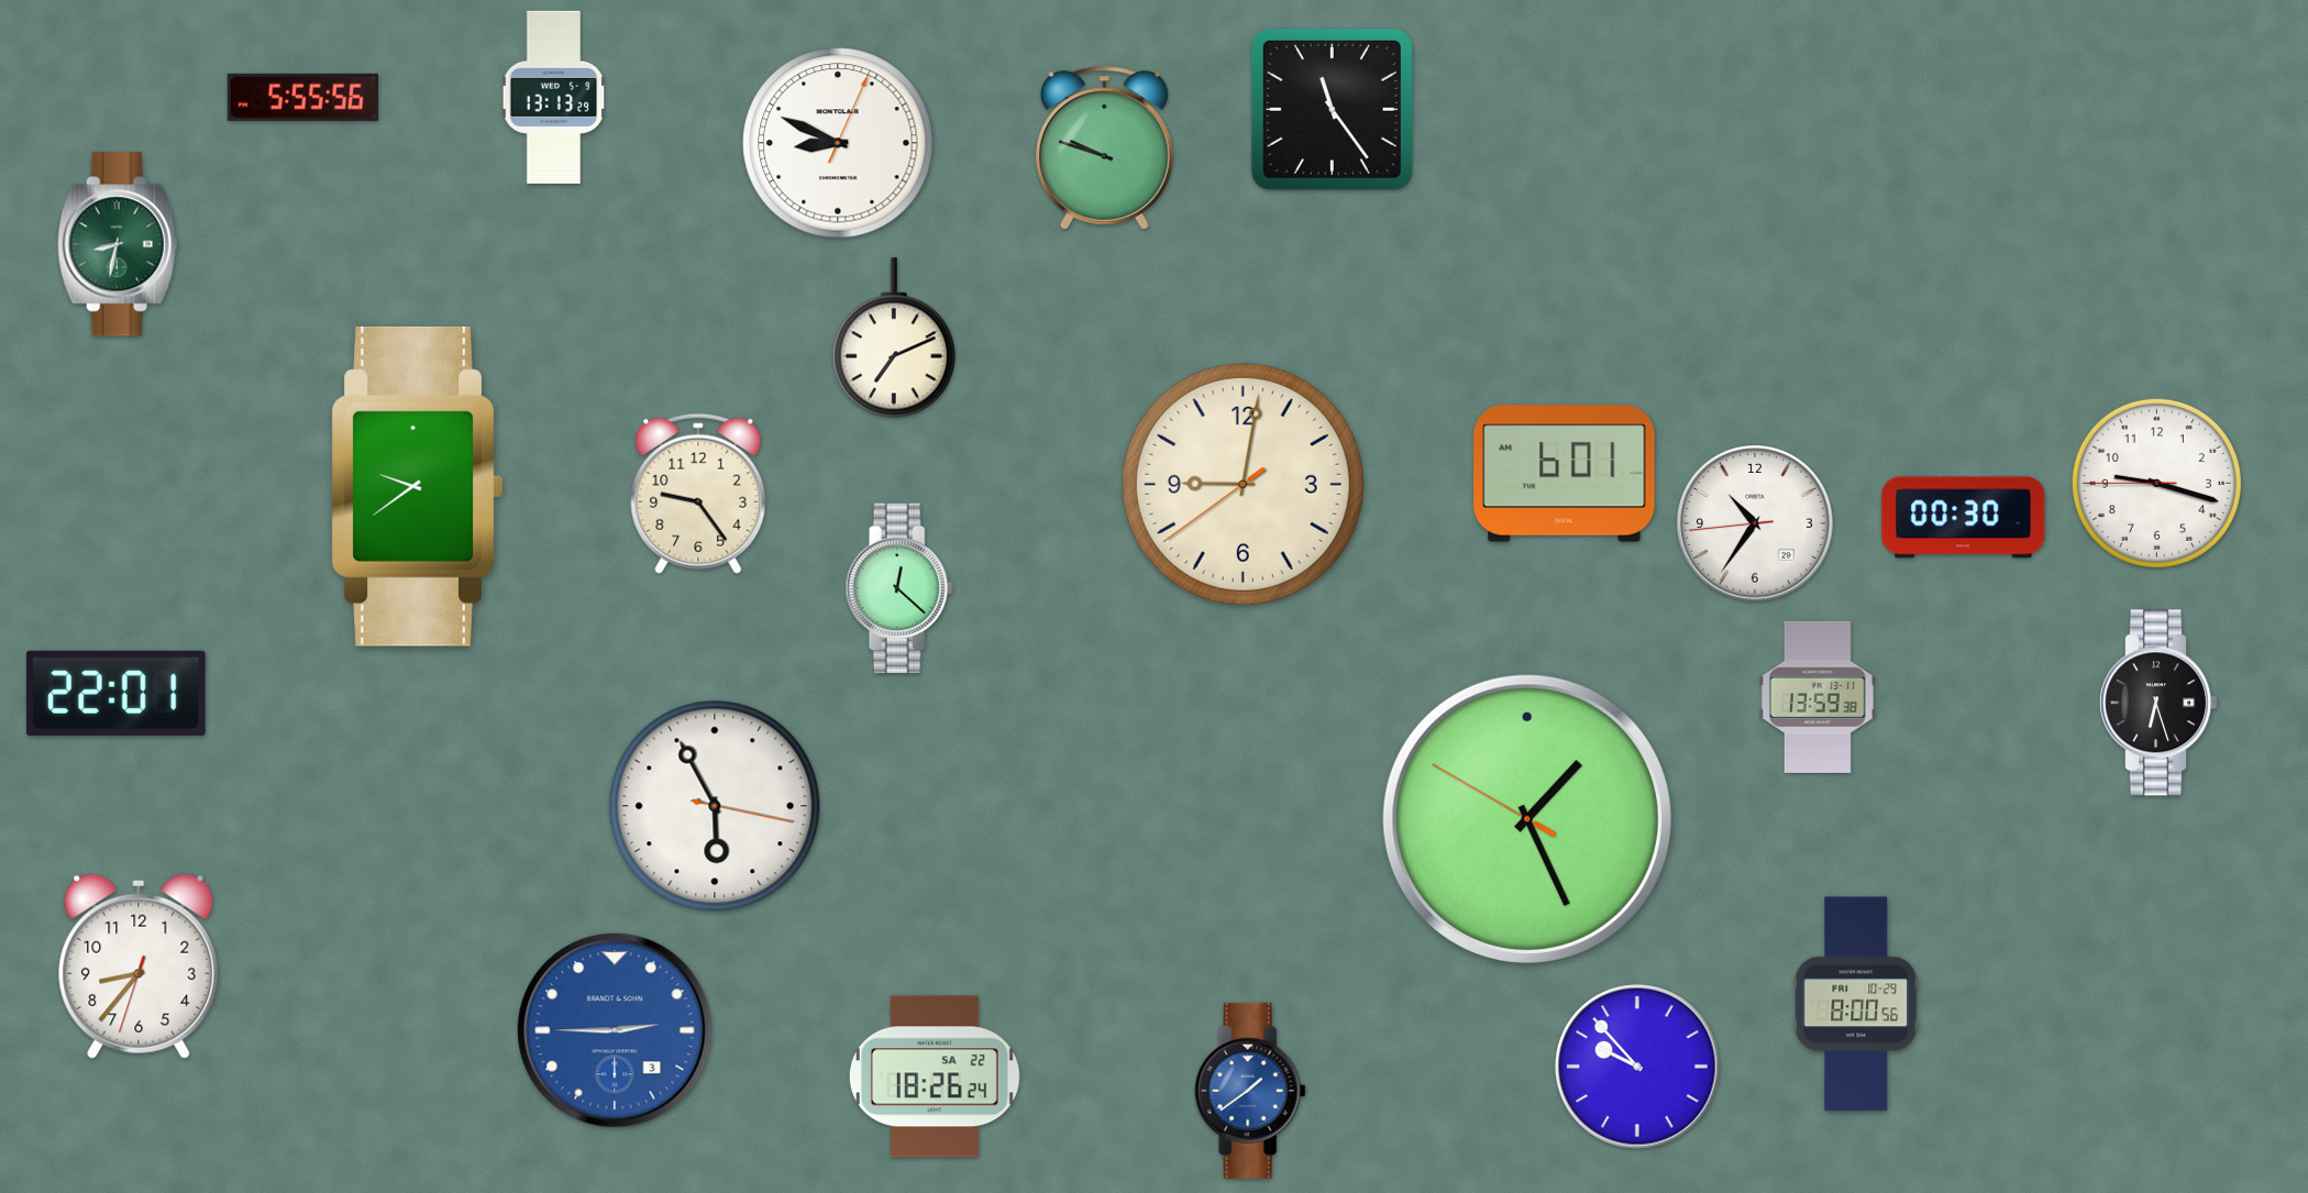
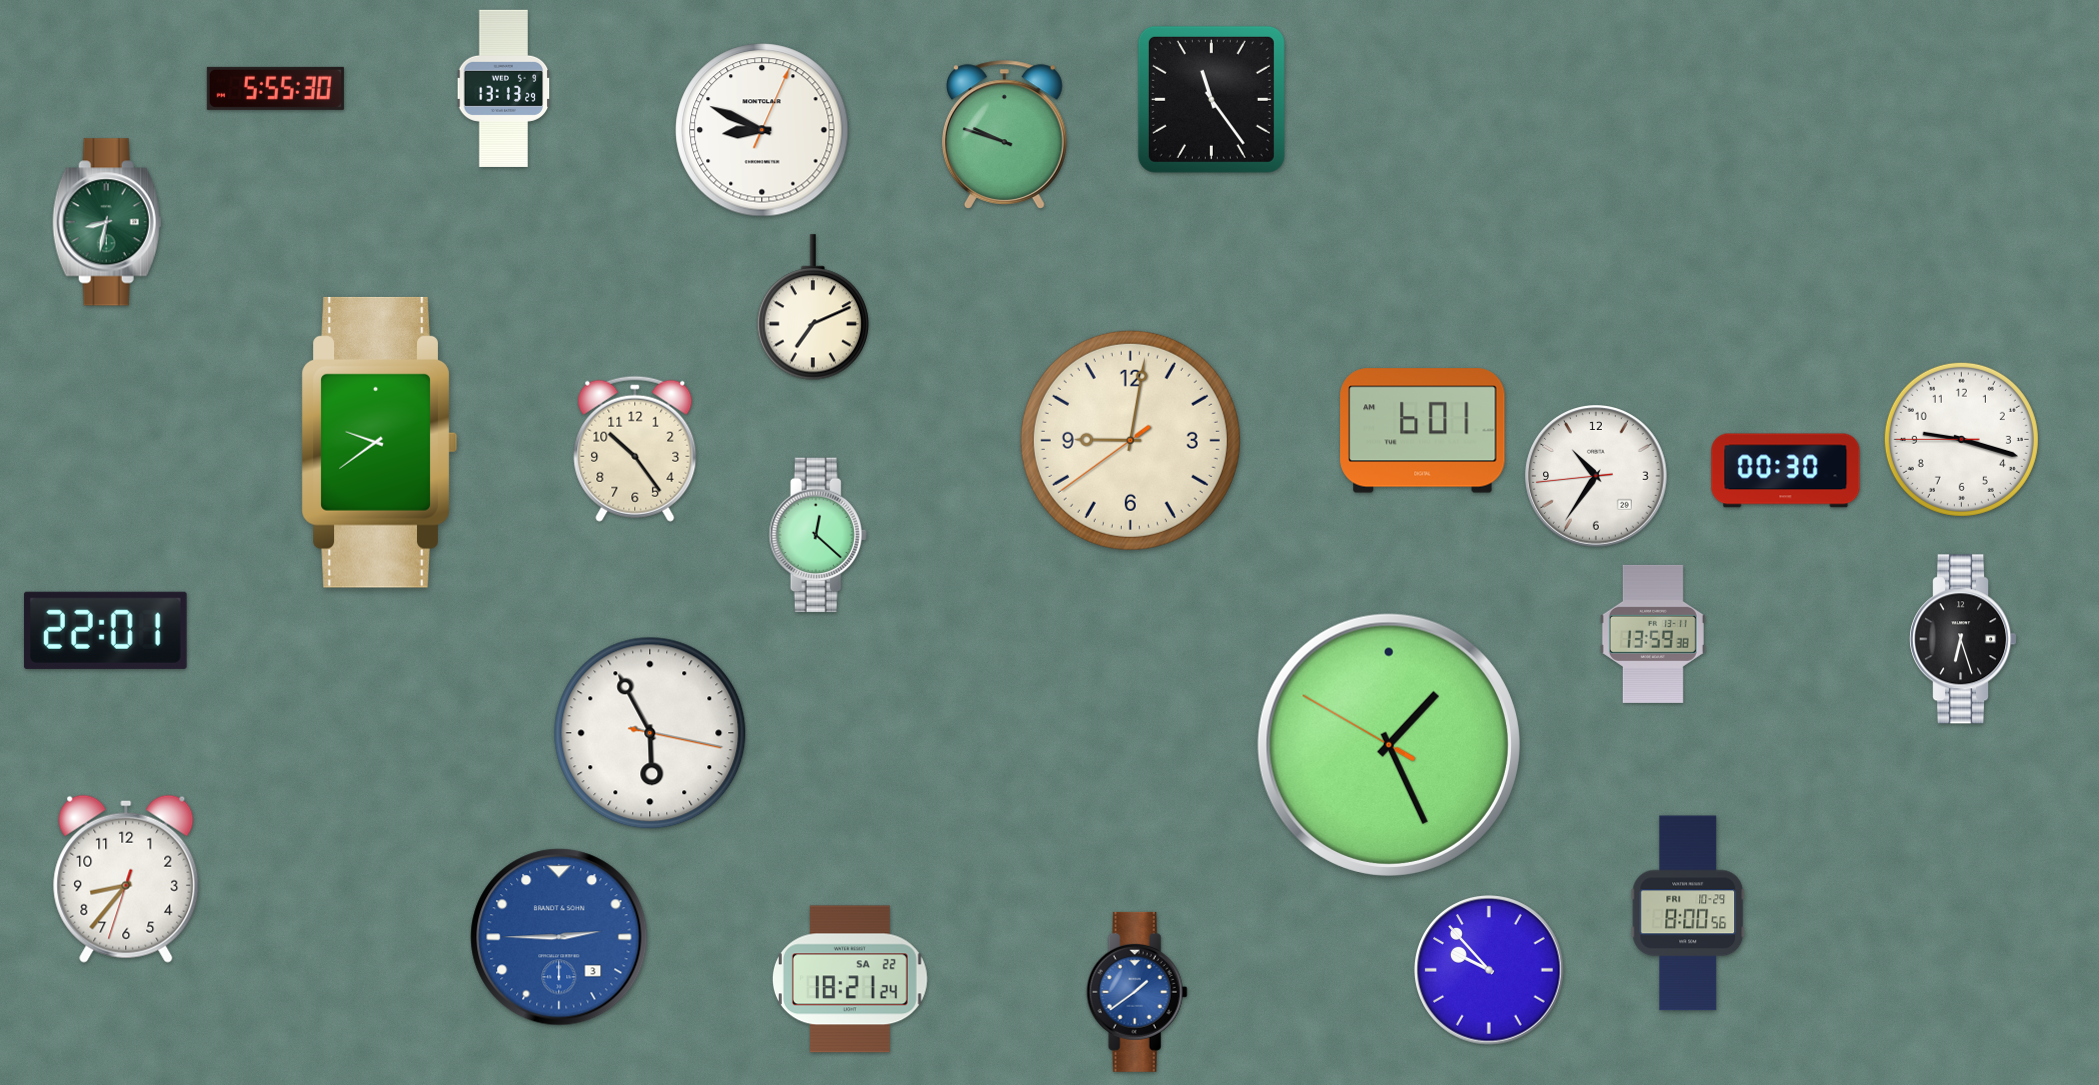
clock at (302, 97): 5:55:56 -> 5:55:30
clock at (698, 494): 9:24 -> 10:24
clock at (935, 1076): 18:26 -> 18:21
